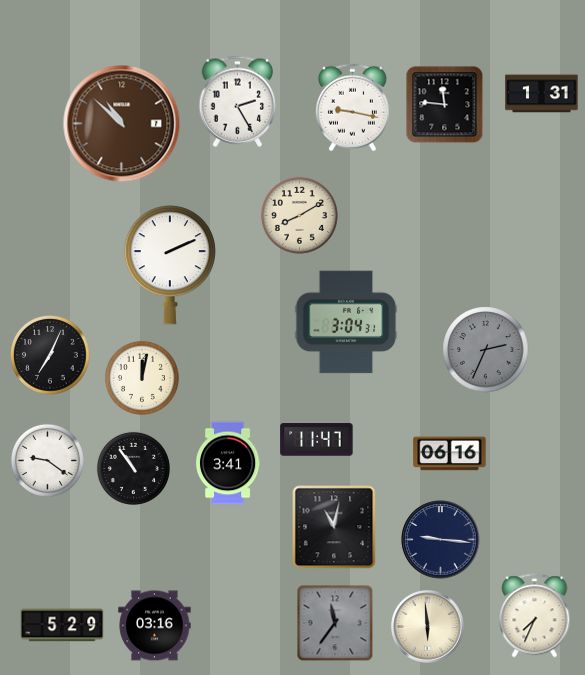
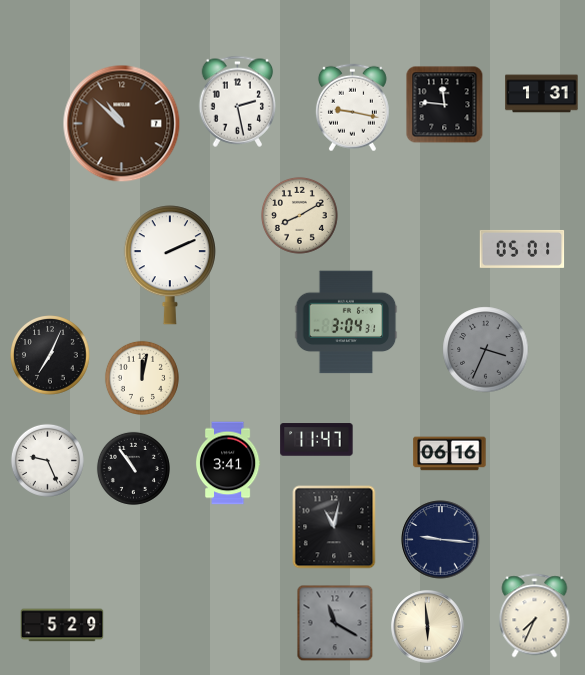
clock at (238, 101): 2:25 -> 2:28
clock at (522, 249): none -> 05:01
clock at (486, 350): 2:34 -> 3:34
clock at (47, 460): 9:21 -> 9:26
clock at (335, 623): 11:36 -> 11:20
clock at (155, 626): 03:16 -> none
